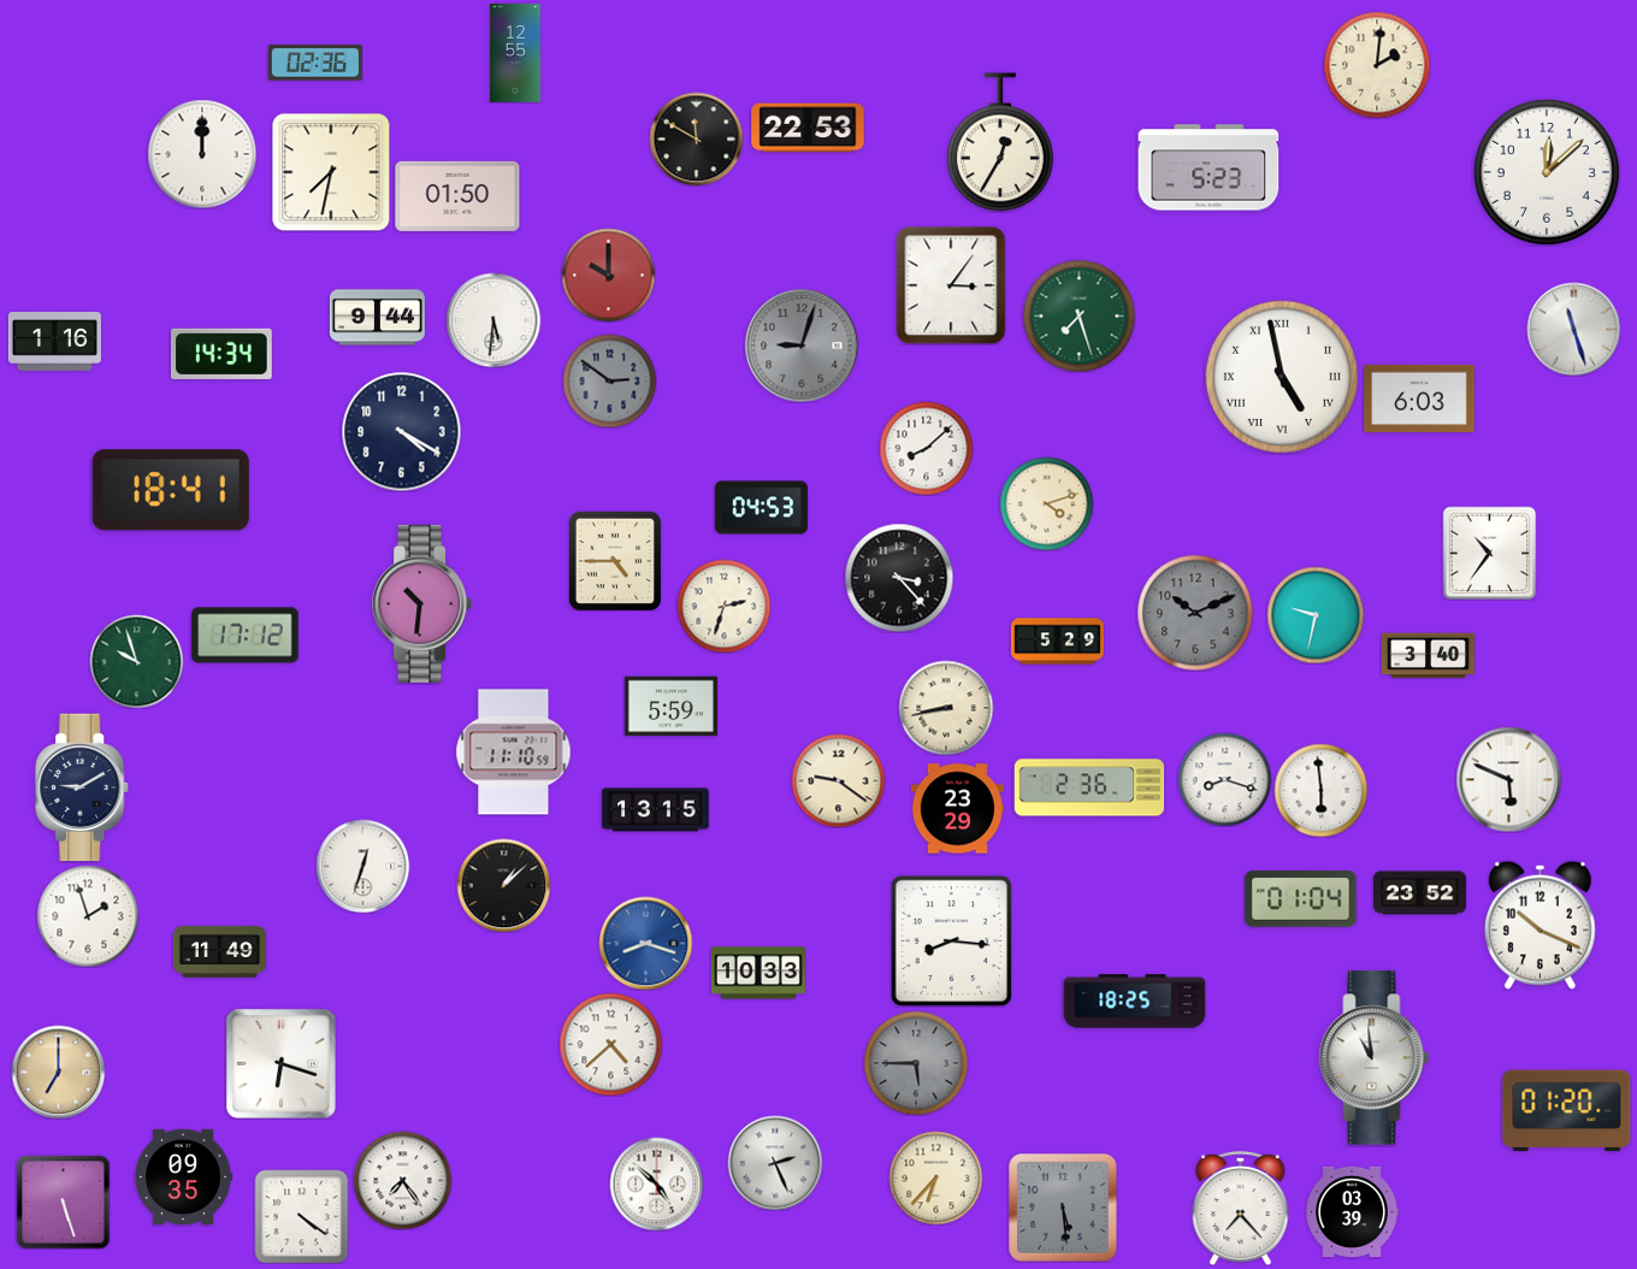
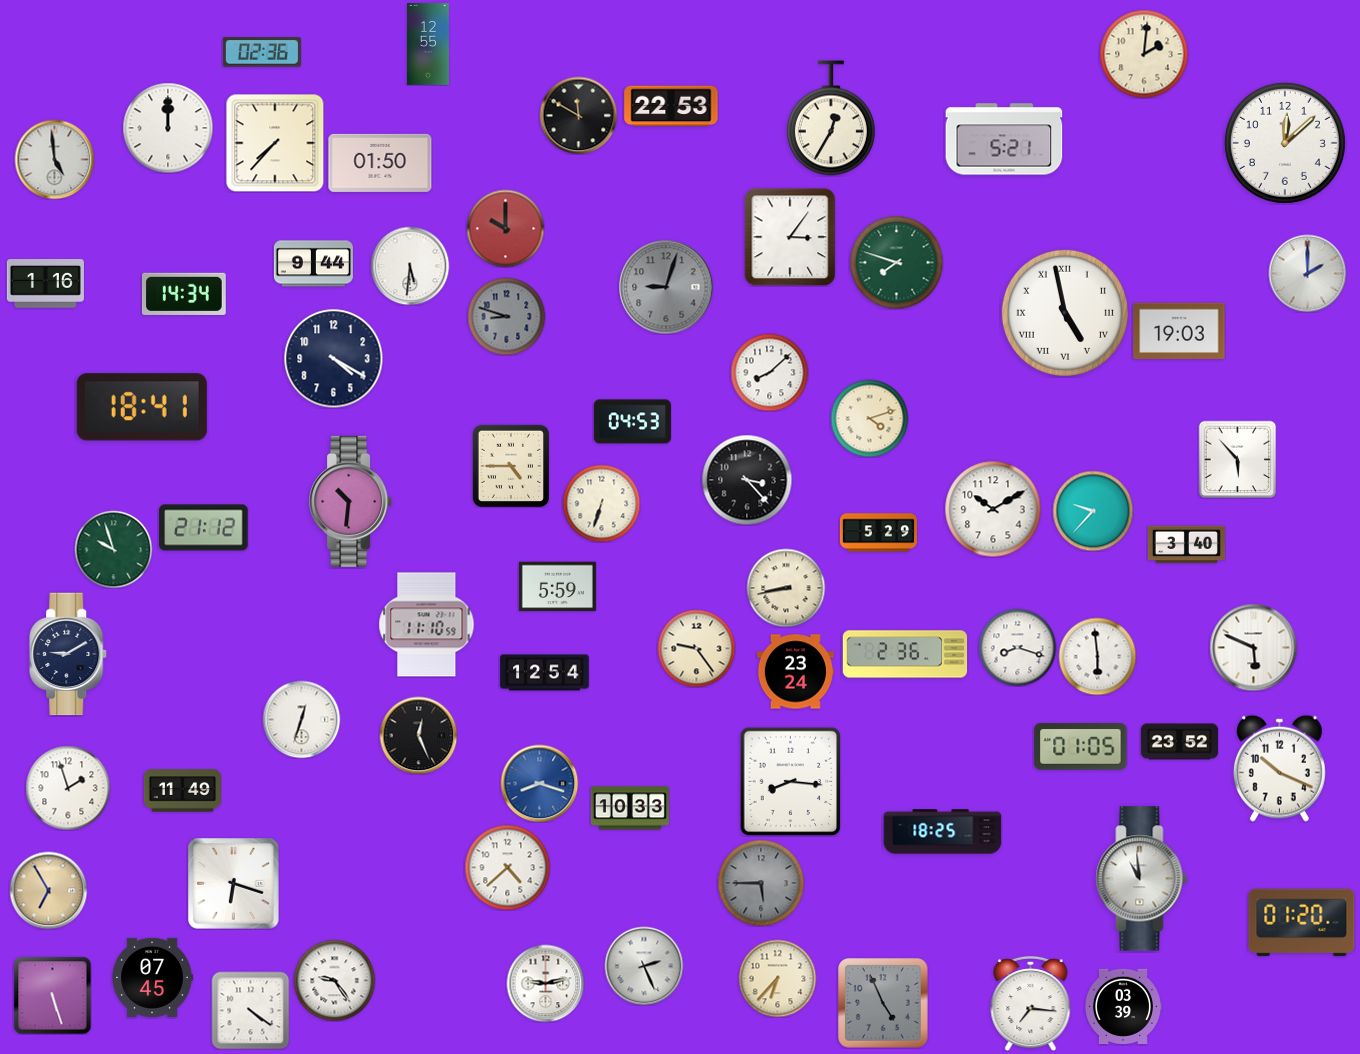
clock at (1208, 167): 5:23 -> 5:21
clock at (331, 172): 7:32 -> 7:37
clock at (54, 159): none -> 4:59
clock at (1078, 315): 7:27 -> 7:48
clock at (1573, 329): 11:27 -> 2:00
clock at (609, 380): 2:51 -> 8:48
clock at (1419, 399): 6:03 -> 19:03
clock at (1489, 553): 10:36 -> 5:53
clock at (723, 606): 2:33 -> 6:33
clock at (1195, 613): 10:11 -> 10:10
clock at (1195, 613) dial: grey -> white
clock at (1316, 615): 9:32 -> 9:37
clock at (246, 636): 17:12 -> 21:12
clock at (838, 780): 9:21 -> 9:24
clock at (957, 809): 23:29 -> 23:24
clock at (656, 810): 13:15 -> 12:54
clock at (503, 885): 1:08 -> 12:26
clock at (1301, 899): 01:04 -> 01:05
clock at (88, 916) position: (88, 916) -> (68, 788)
clock at (645, 943) position: (645, 943) -> (539, 783)
clock at (58, 1072): 7:00 -> 6:55
clock at (183, 1176): 09:35 -> 07:45
clock at (402, 1180): 7:24 -> 9:24
clock at (656, 1184): 4:52 -> 9:13
clock at (63, 1202) position: (63, 1202) -> (52, 995)
clock at (1063, 1208): 5:29 -> 4:56
clock at (1241, 1208): 7:23 -> 7:16
